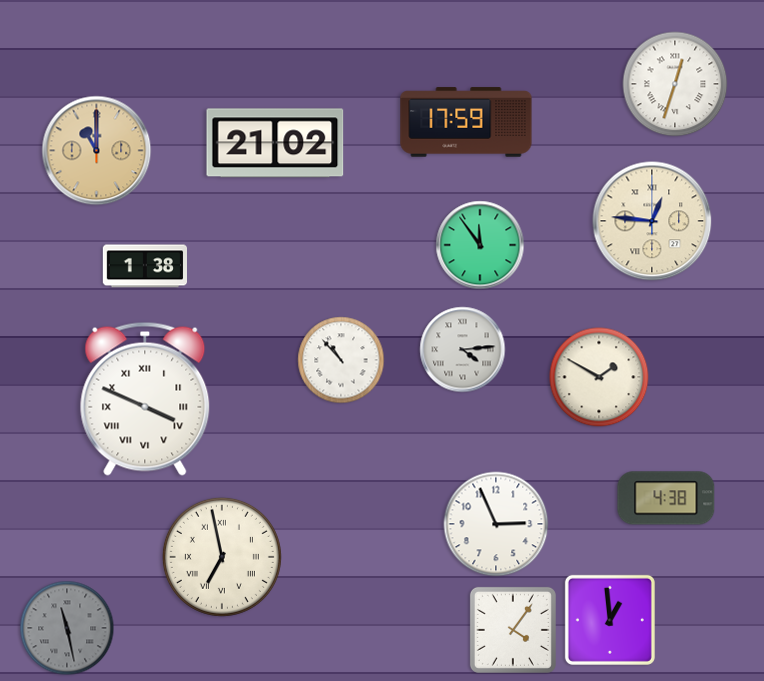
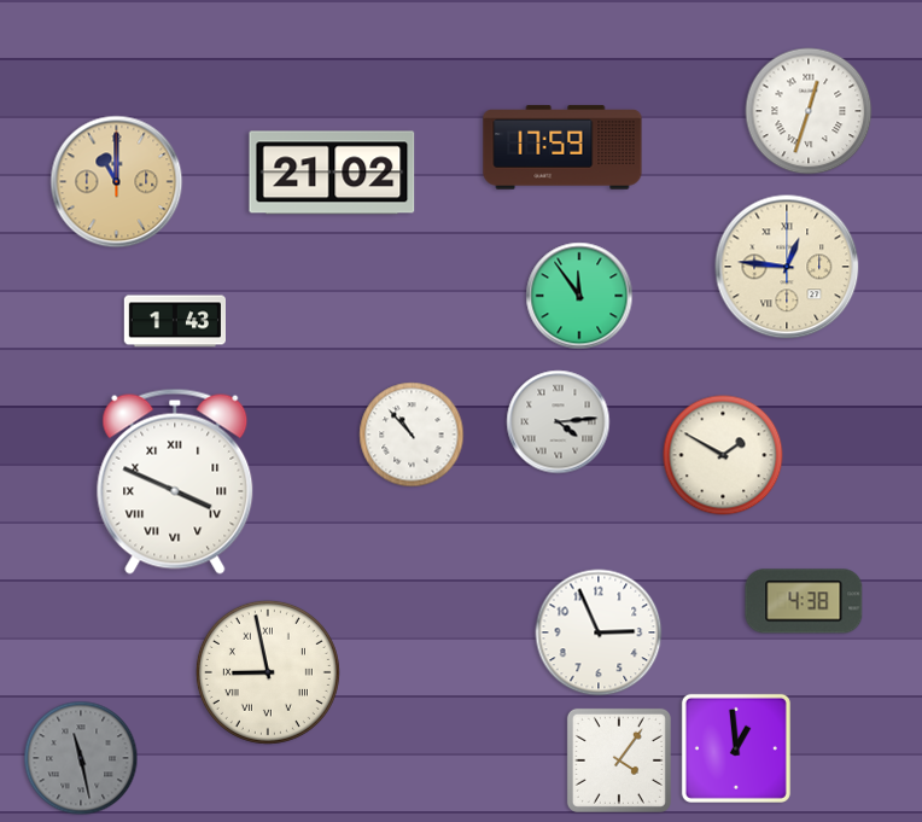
clock at (675, 84) position: (675, 84) -> (809, 111)
clock at (144, 266): 1:38 -> 1:43
clock at (222, 557): 6:58 -> 8:58
